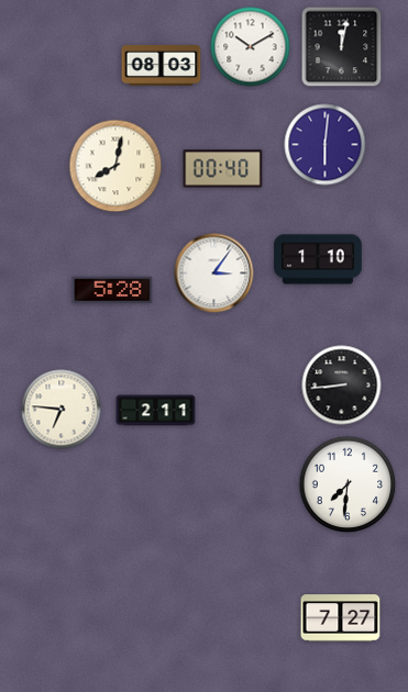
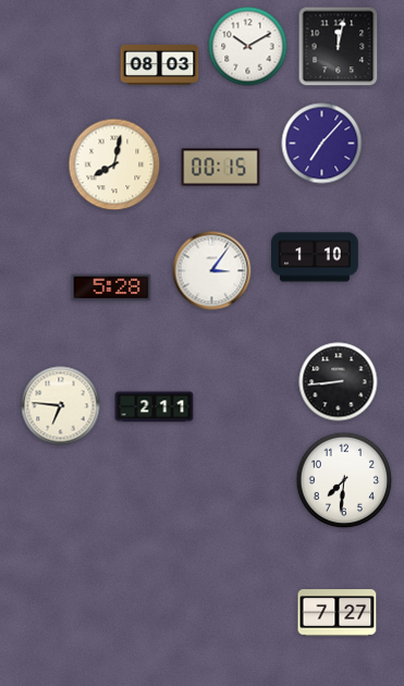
clock at (326, 145): 6:01 -> 7:07
clock at (223, 169): 00:40 -> 00:15
